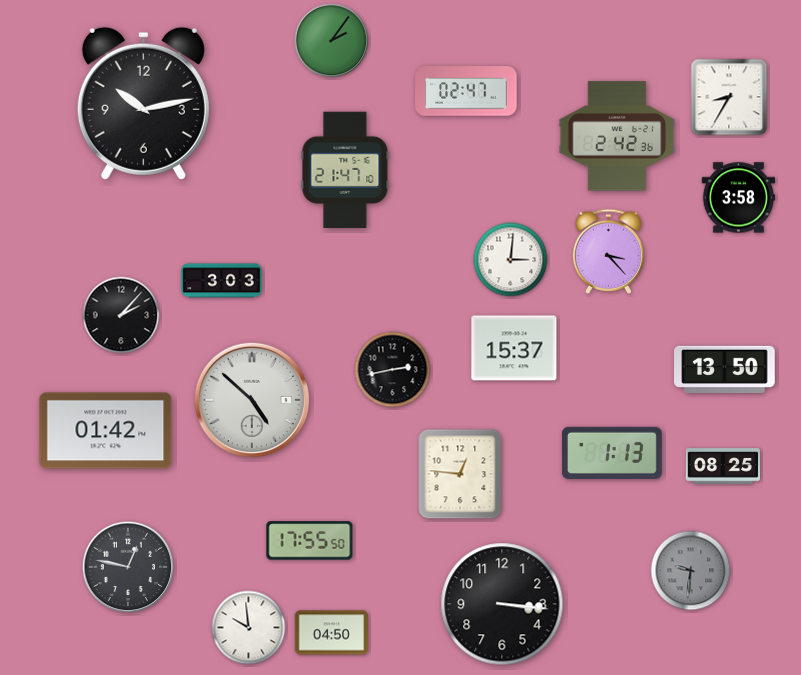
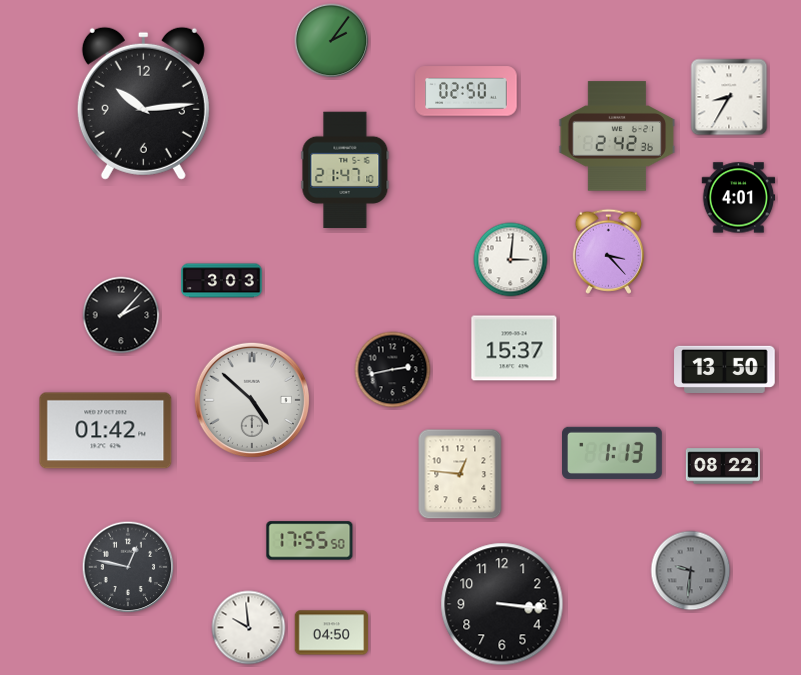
clock at (466, 91): 02:47 -> 02:50
clock at (143, 103): 10:13 -> 10:14
clock at (739, 198): 3:58 -> 4:01
clock at (723, 466): 08:25 -> 08:22
